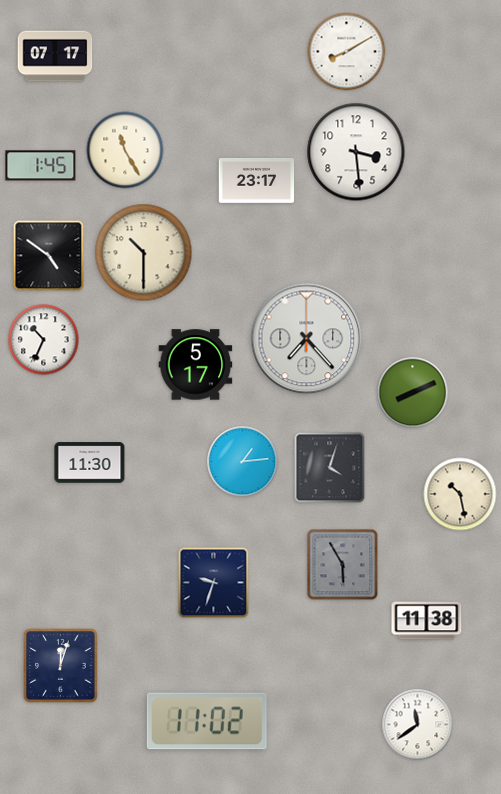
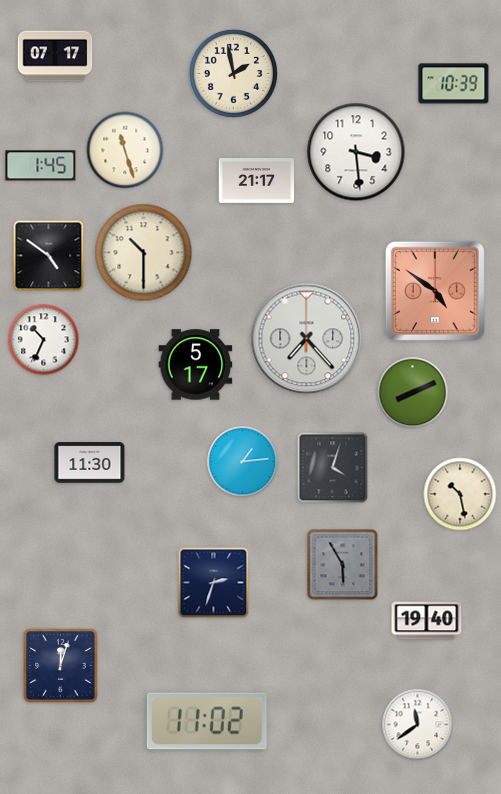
clock at (347, 52): 8:10 -> none
clock at (233, 73): none -> 1:58
clock at (454, 84): none -> 10:39
clock at (125, 150): 11:25 -> 11:27
clock at (257, 180): 23:17 -> 21:17
clock at (435, 291): none -> 4:51
clock at (330, 468) position: (330, 468) -> (333, 468)
clock at (214, 583): 9:33 -> 2:33
clock at (427, 621): 11:38 -> 19:40
